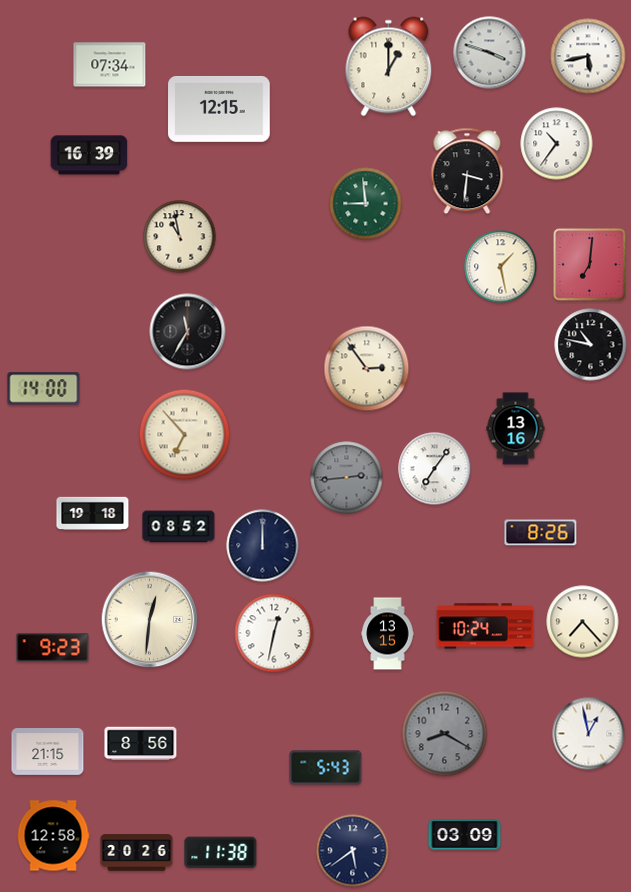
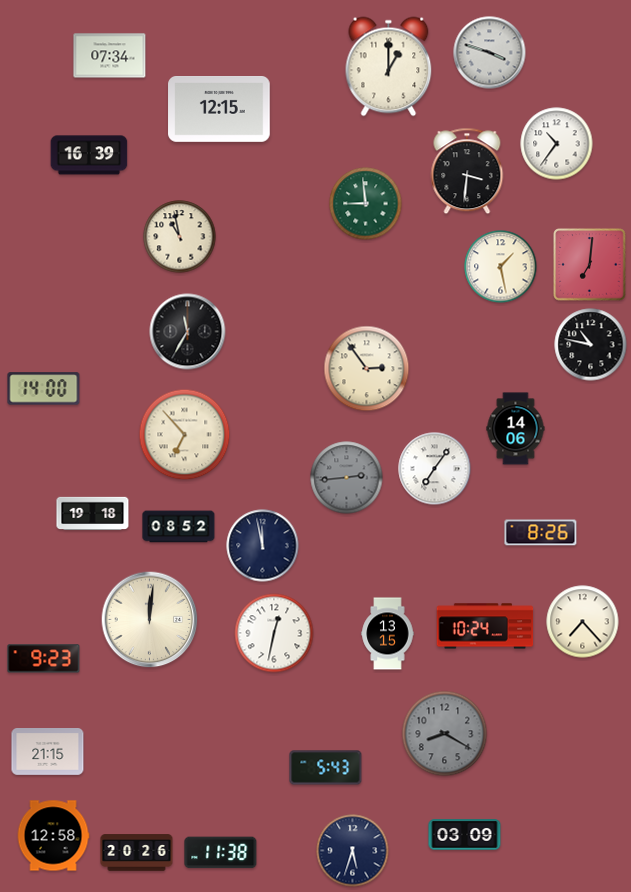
clock at (588, 56): 5:43 -> none
clock at (110, 65) position: (110, 65) -> (110, 56)
clock at (516, 429): 13:16 -> 14:06
clock at (263, 546): 12:00 -> 11:58
clock at (150, 620): 12:31 -> 12:01
clock at (53, 648) position: (53, 648) -> (44, 659)
clock at (589, 734): 12:58 -> none
clock at (141, 744): 8:56 -> none
clock at (353, 851): 5:39 -> 5:33
